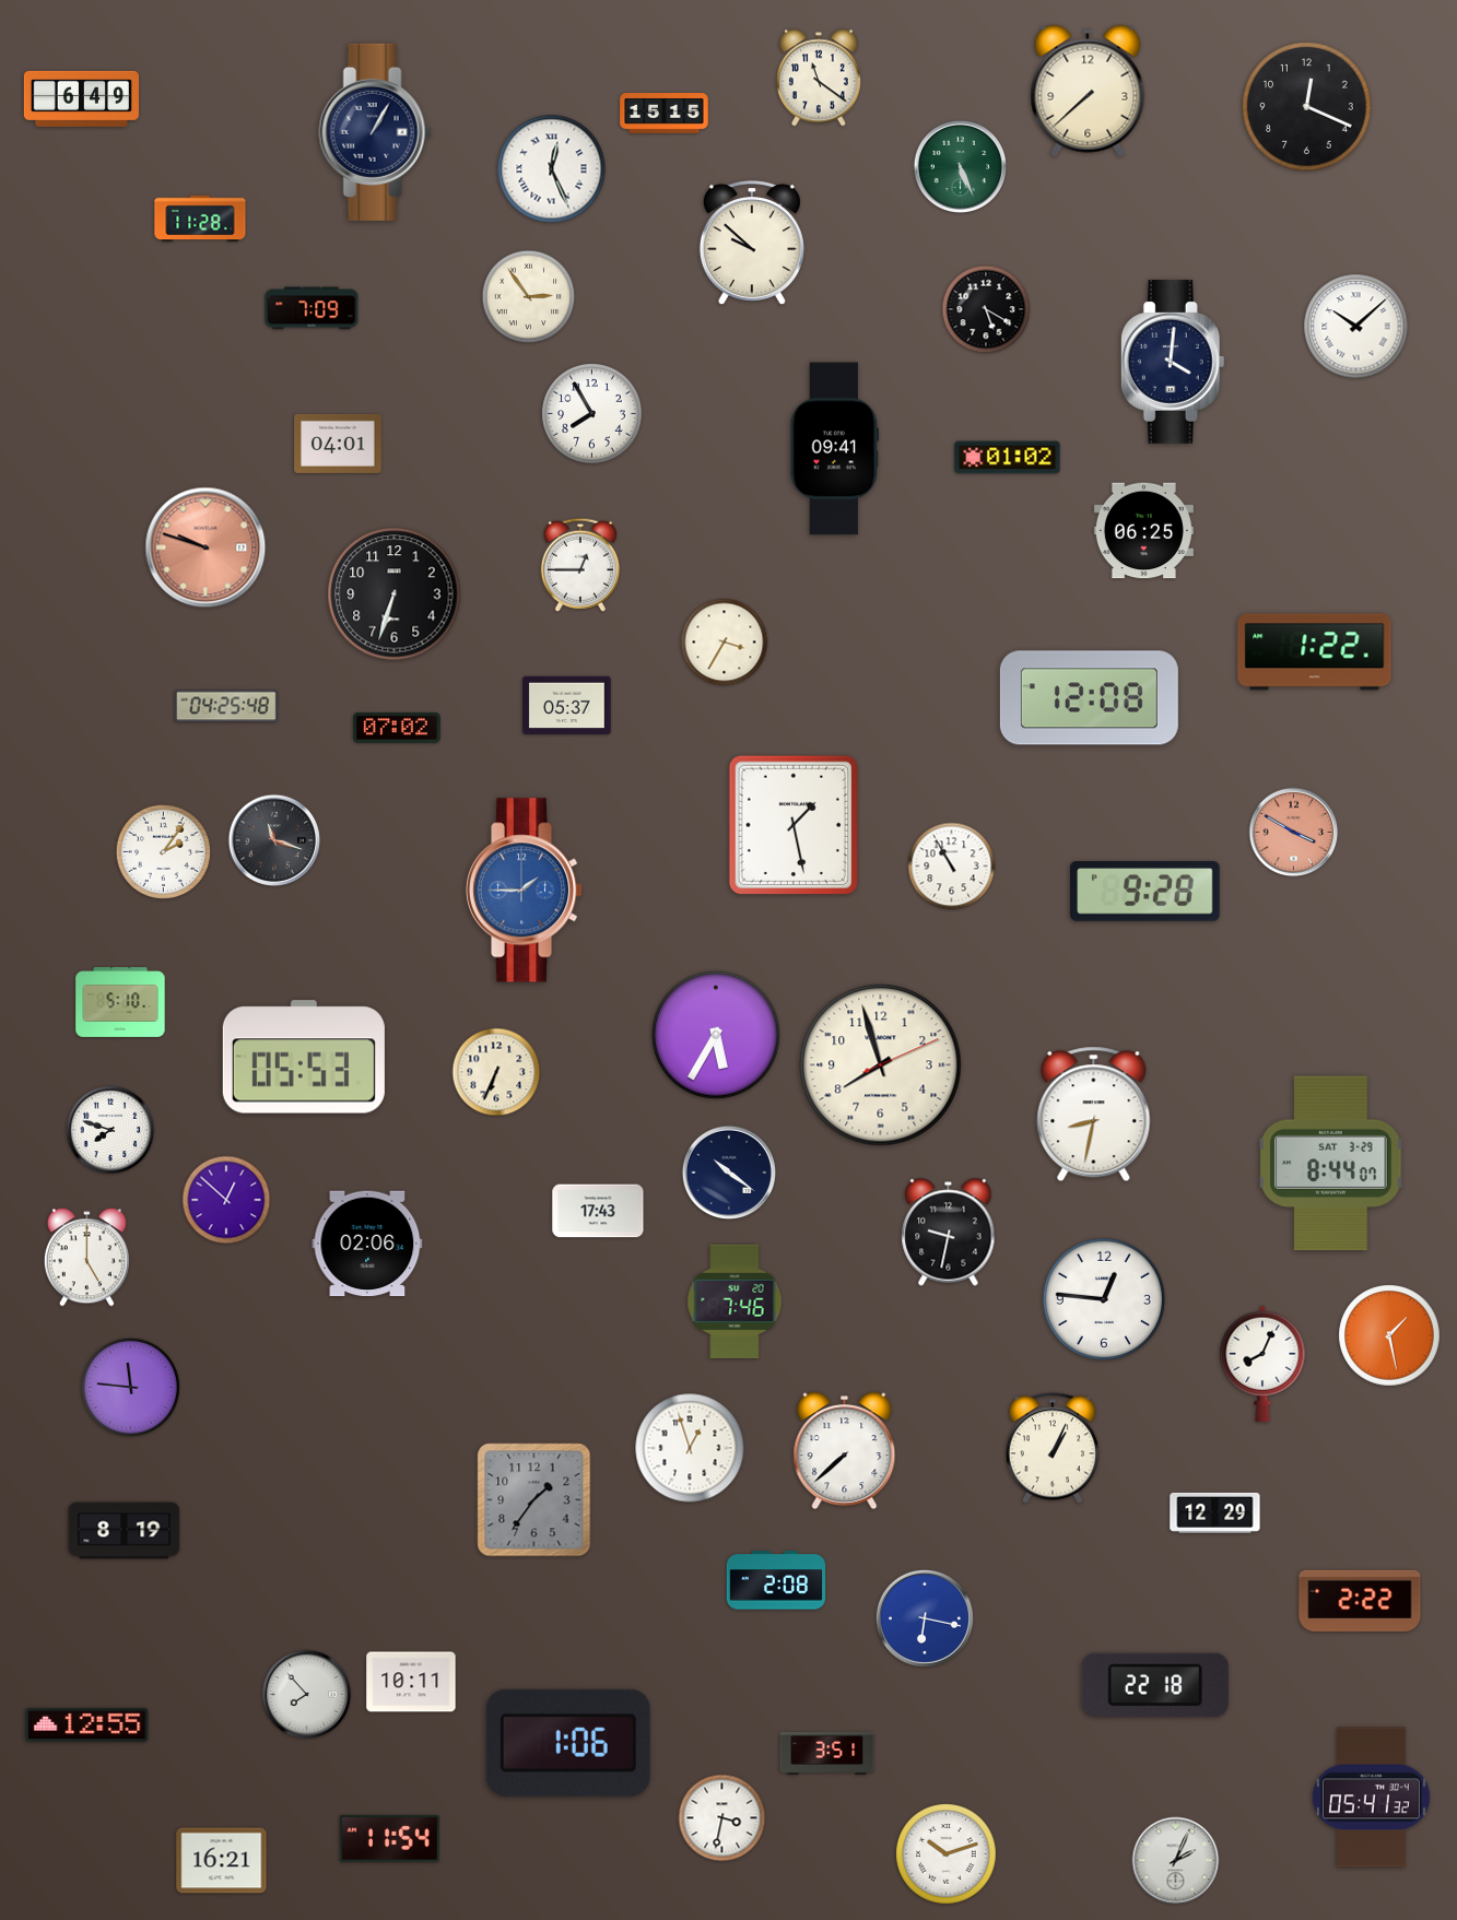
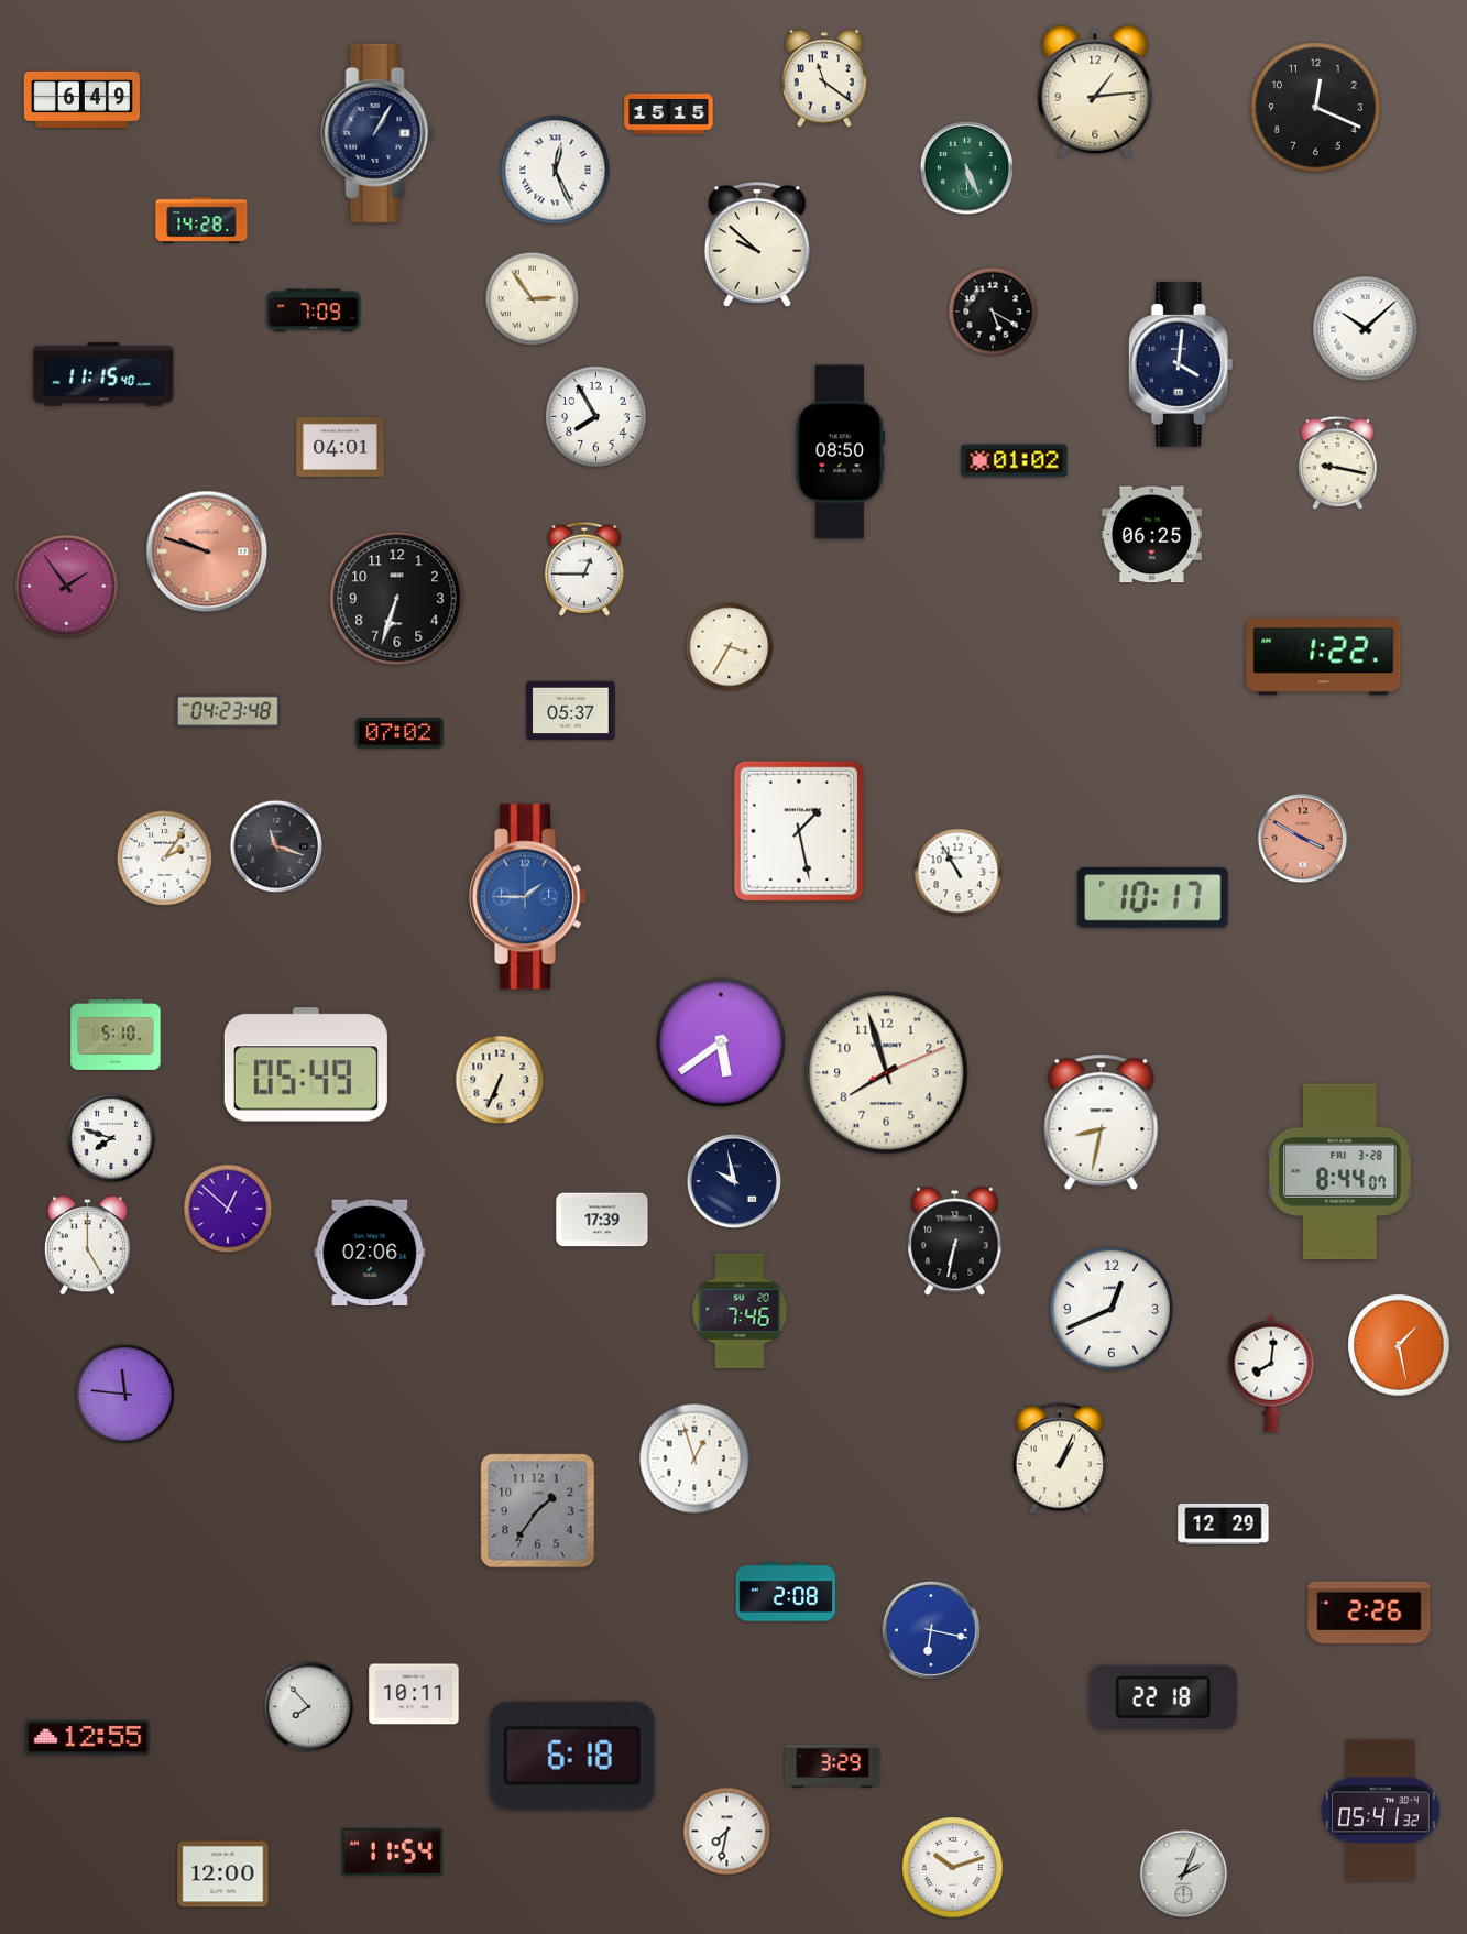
clock at (1088, 91): 7:38 -> 1:14
clock at (200, 219): 11:28 -> 14:28
clock at (103, 374): none -> 11:15
clock at (835, 449): 09:41 -> 08:50
clock at (1337, 462): none -> 9:17
clock at (67, 587): none -> 1:54
clock at (1089, 698): 12:08 -> none
clock at (226, 706): 04:25 -> 04:23
clock at (1145, 892): 9:28 -> 10:17
clock at (120, 1003) position: (120, 1003) -> (116, 1036)
clock at (717, 1036): 5:35 -> 5:39
clock at (304, 1057): 05:53 -> 05:49
clock at (1331, 1164) date: SAT 3-29 -> FRI 3-28
clock at (728, 1171): 10:21 -> 9:58
clock at (598, 1211): 17:43 -> 17:39
clock at (949, 1233): 9:32 -> 6:32
clock at (86, 1258) position: (86, 1258) -> (87, 1246)
clock at (1104, 1299): 12:46 -> 12:41
clock at (1262, 1364): 8:04 -> 8:01
clock at (130, 1387) position: (130, 1387) -> (124, 1394)
clock at (845, 1451): 7:38 -> none
clock at (125, 1531): 8:19 -> none
clock at (776, 1580) position: (776, 1580) -> (786, 1592)
clock at (1360, 1601): 2:22 -> 2:26
clock at (568, 1743): 1:06 -> 6:18
clock at (827, 1753): 3:51 -> 3:29
clock at (722, 1818): 3:32 -> 7:32
clock at (222, 1861): 16:21 -> 12:00
